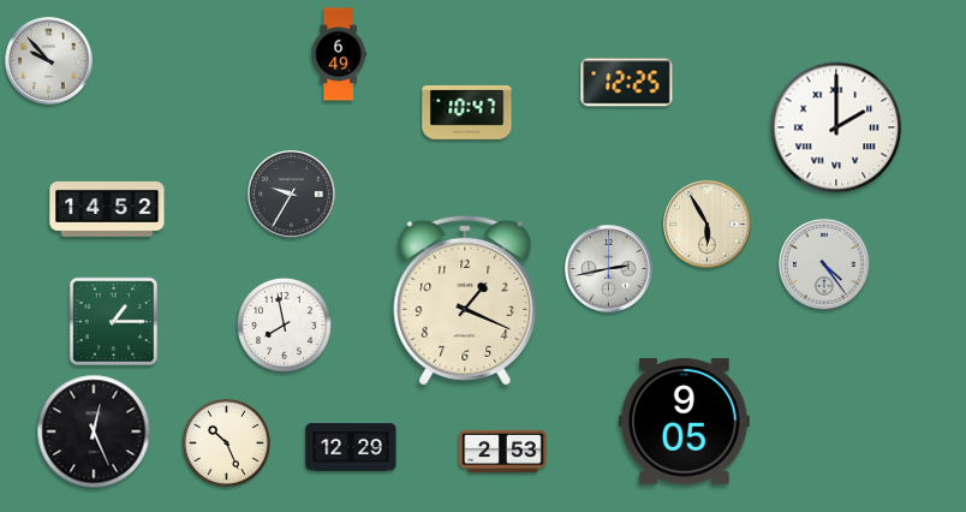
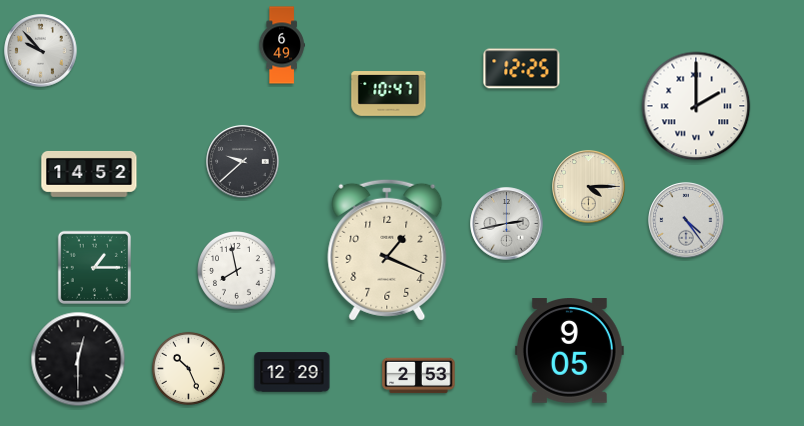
clock at (292, 195): 9:35 -> 9:38
clock at (708, 225): 5:55 -> 4:15
clock at (94, 431): 12:26 -> 12:30
